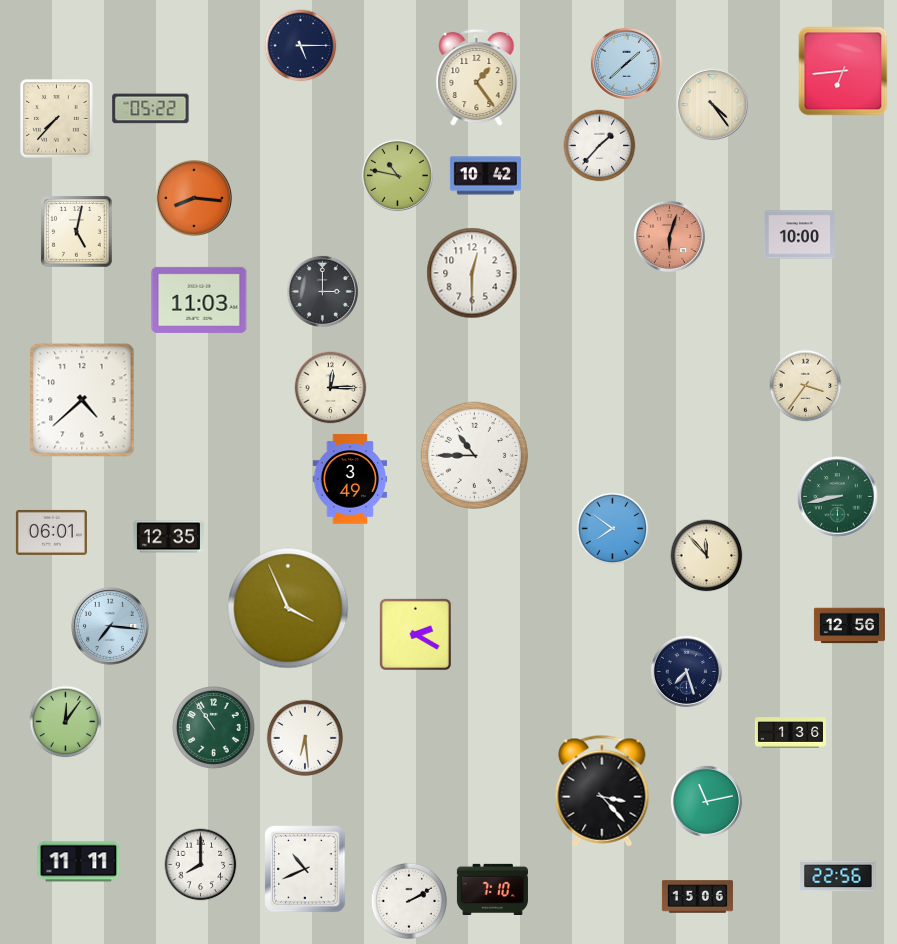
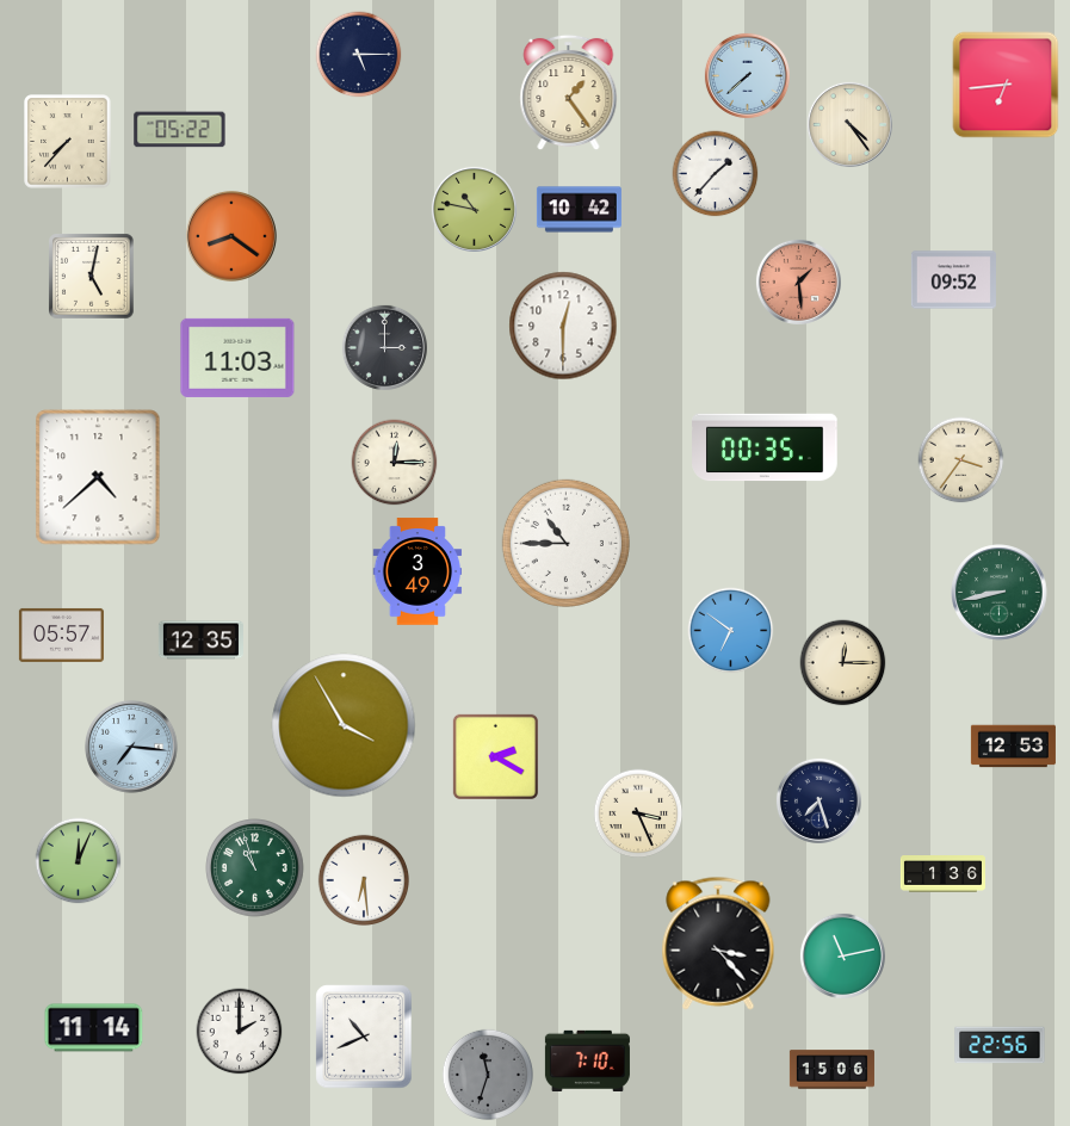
clock at (626, 63): 1:38 -> 7:38
clock at (194, 198): 8:16 -> 8:21
clock at (799, 235): 10:00 -> 09:52
clock at (669, 236): 6:03 -> 1:29
clock at (765, 447): none -> 00:35
clock at (613, 529): 7:51 -> 6:51
clock at (51, 532): 06:01 -> 05:57
clock at (707, 556): 11:53 -> 12:15
clock at (288, 608): 3:56 -> 3:55
clock at (849, 626): 12:56 -> 12:53
clock at (638, 813): none -> 3:26
clock at (66, 722): 12:06 -> 12:04
clock at (214, 728): 10:54 -> 10:57
clock at (79, 862): 11:11 -> 11:14
clock at (201, 865): 8:00 -> 2:00
clock at (408, 900): 2:10 -> 11:33
clock at (408, 900) dial: white -> grey
